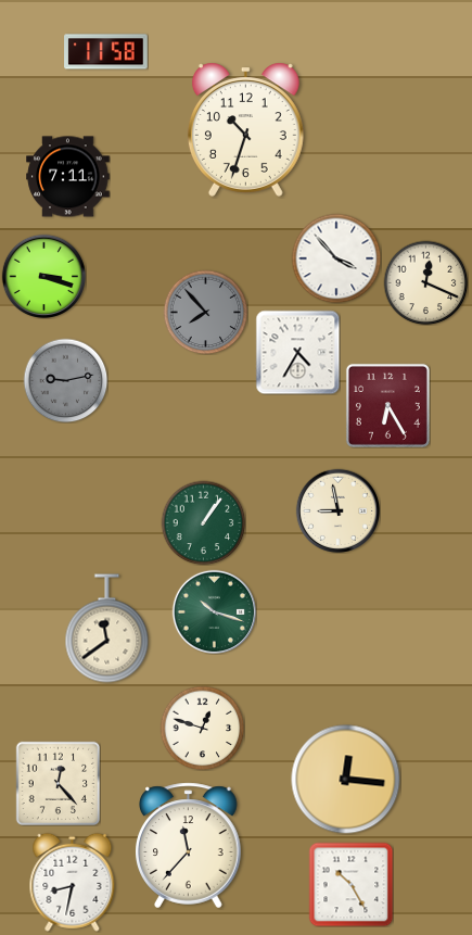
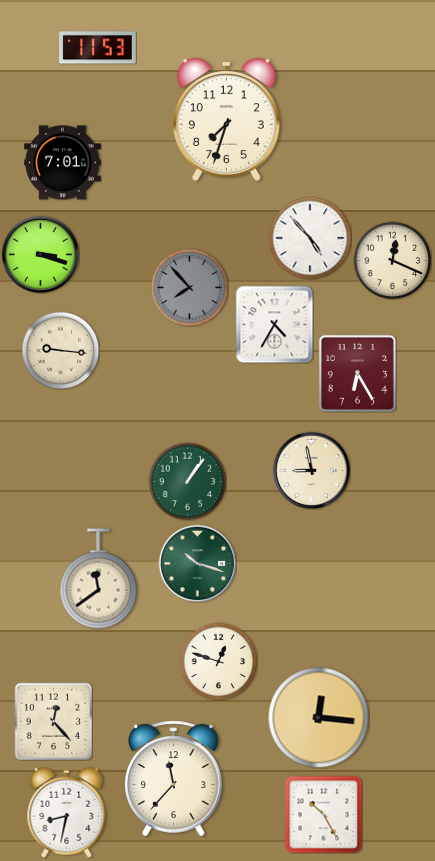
clock at (106, 52): 11:58 -> 11:53
clock at (245, 129): 10:33 -> 7:33
clock at (68, 177): 7:11 -> 7:01
clock at (336, 258): 3:53 -> 4:53
clock at (65, 380): 9:13 -> 9:16
clock at (65, 380) dial: grey -> cream
clock at (202, 728) position: (202, 728) -> (218, 661)
